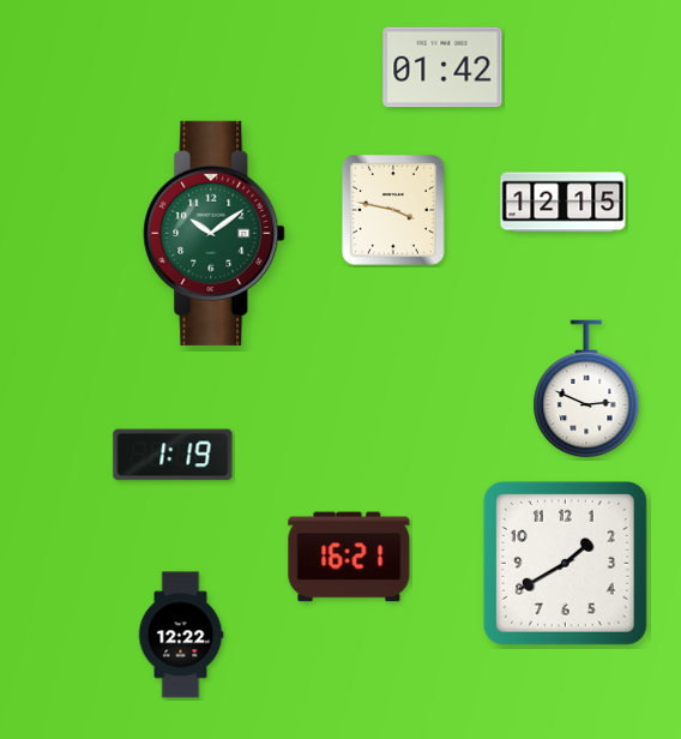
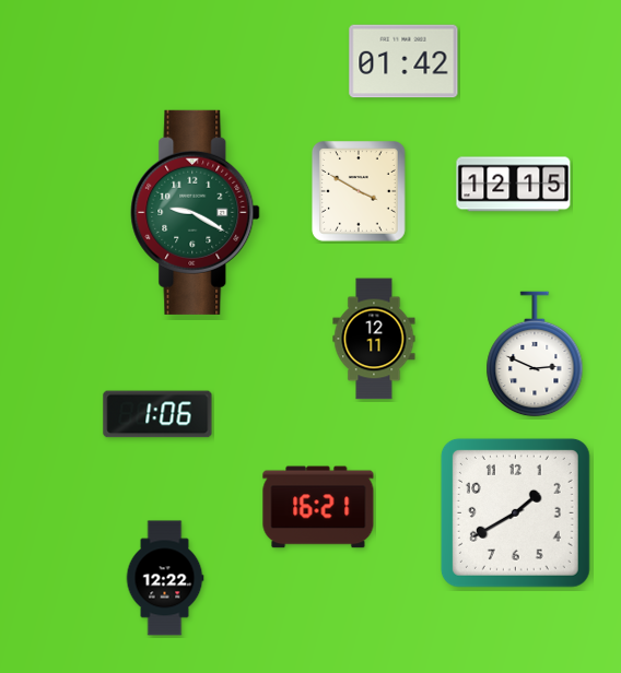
clock at (394, 211): 3:47 -> 3:50
clock at (215, 233): 10:09 -> 9:20
clock at (374, 339): none -> 12:11
clock at (173, 455): 1:19 -> 1:06
